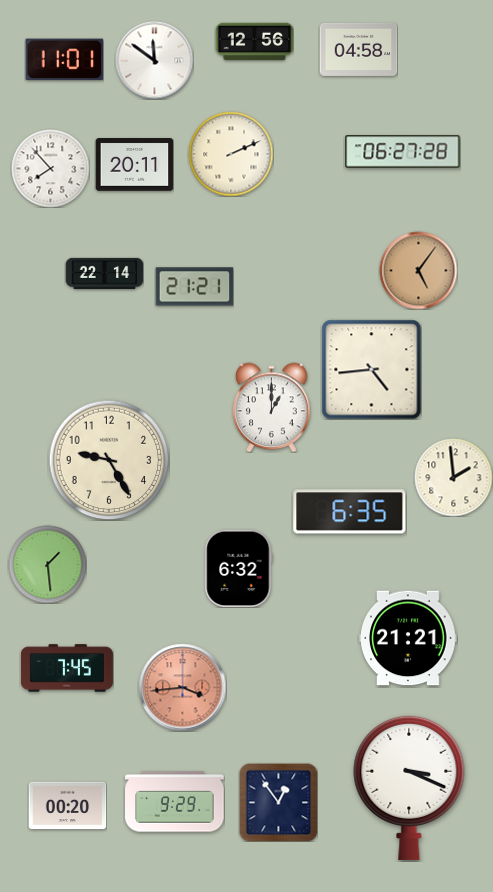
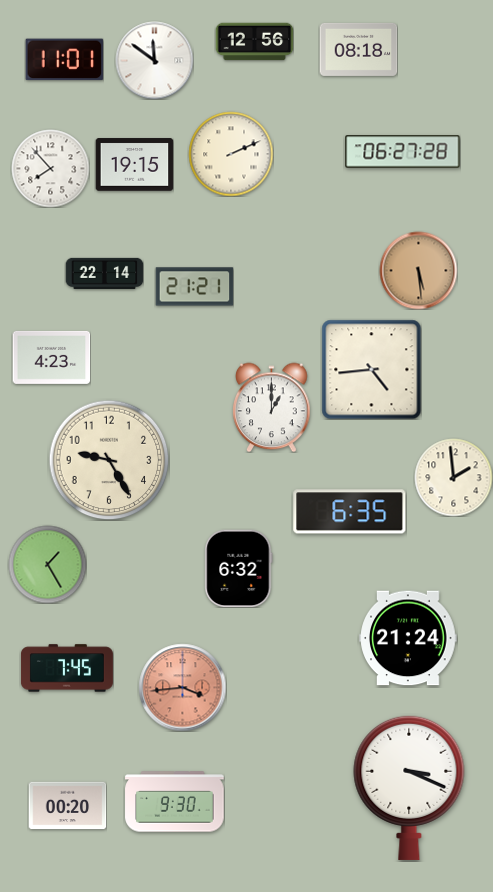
clock at (358, 49): 04:58 -> 08:18
clock at (134, 165): 20:11 -> 19:15
clock at (418, 270): 5:06 -> 5:29
clock at (51, 357): none -> 4:23
clock at (47, 564): 1:29 -> 1:25
clock at (408, 638): 21:21 -> 21:24
clock at (175, 802): 9:29 -> 9:30
clock at (278, 802): 12:54 -> none
